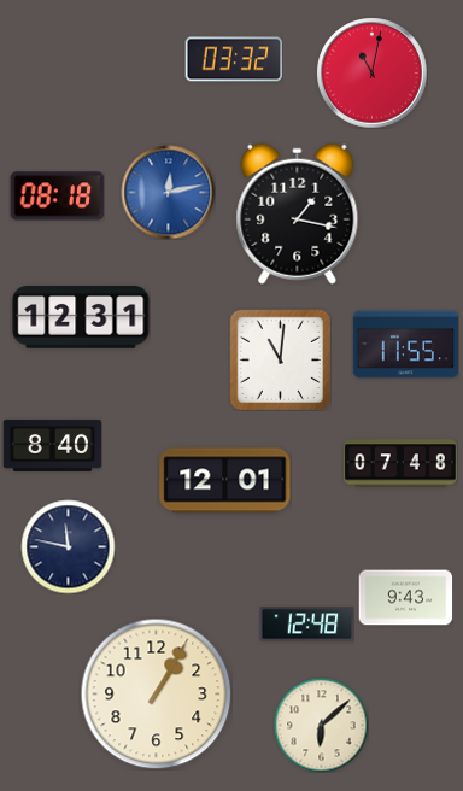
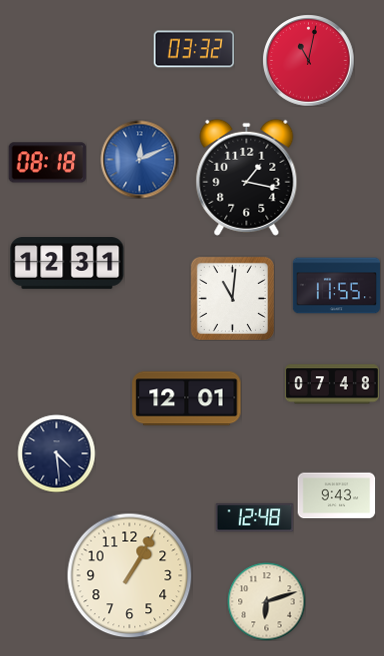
clock at (168, 192): 12:13 -> 12:11
clock at (52, 445): 8:40 -> none
clock at (68, 546): 11:47 -> 4:29
clock at (321, 725): 6:08 -> 6:12
